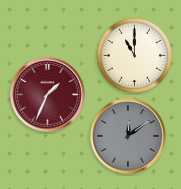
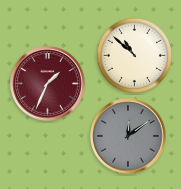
clock at (134, 55): 11:00 -> 10:52
clock at (48, 95) position: (48, 95) -> (48, 84)
